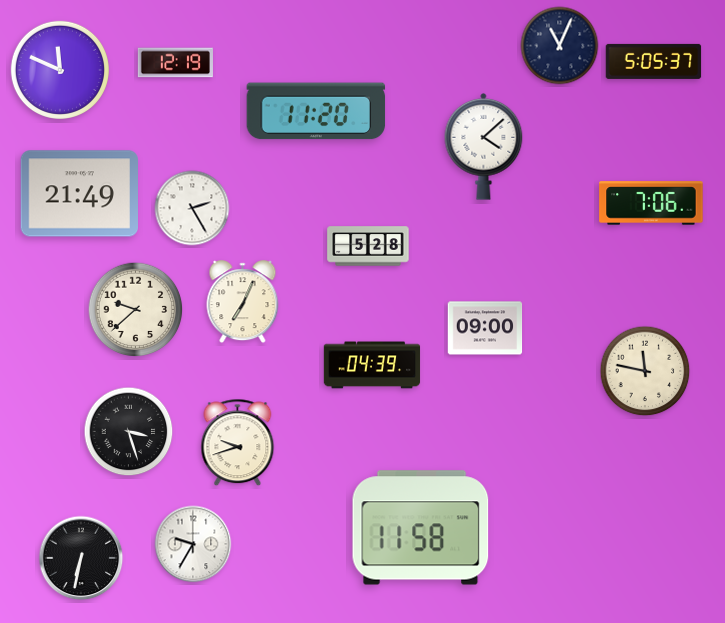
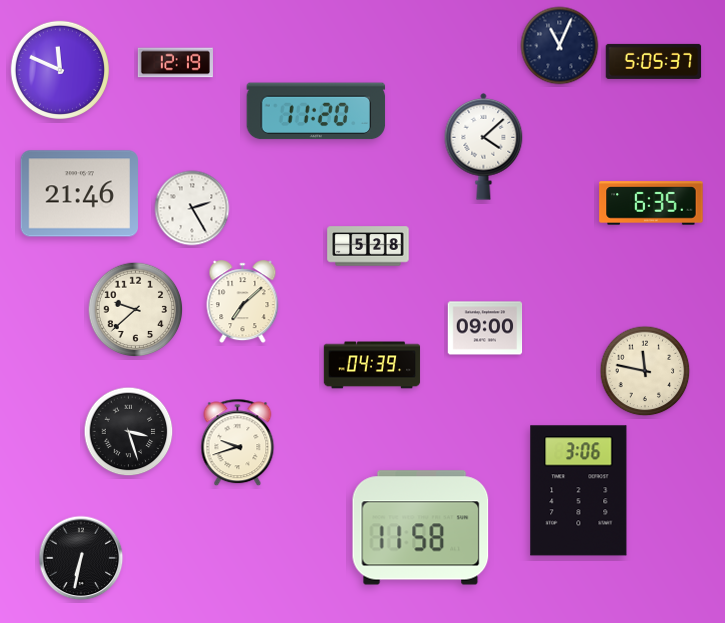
clock at (79, 194): 21:49 -> 21:46
clock at (651, 203): 7:06 -> 6:35
clock at (243, 302): 7:04 -> 7:08
clock at (579, 491): none -> 3:06
clock at (193, 544): 9:35 -> none
